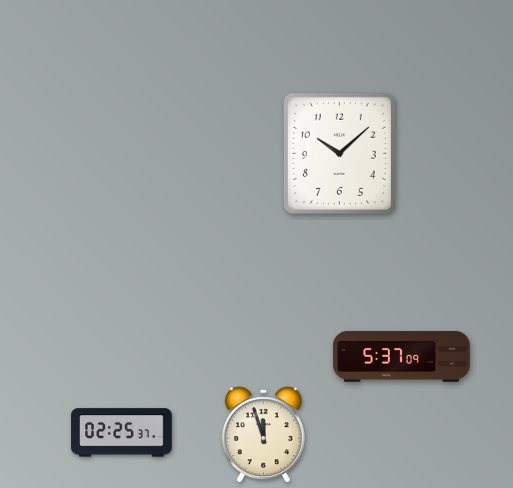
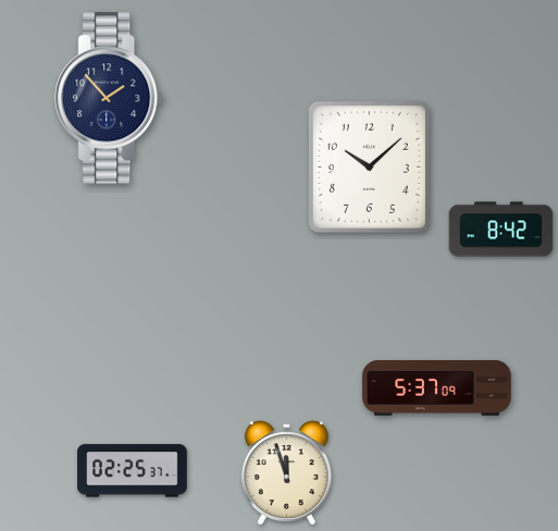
clock at (110, 98): none -> 1:53
clock at (501, 230): none -> 8:42
